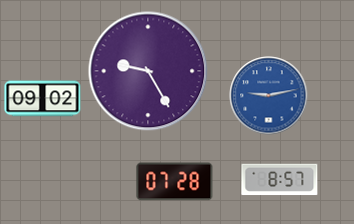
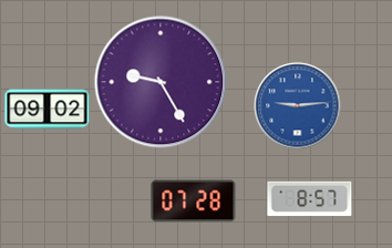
clock at (148, 71) position: (148, 71) -> (161, 82)
clock at (269, 96): 9:13 -> 9:14
